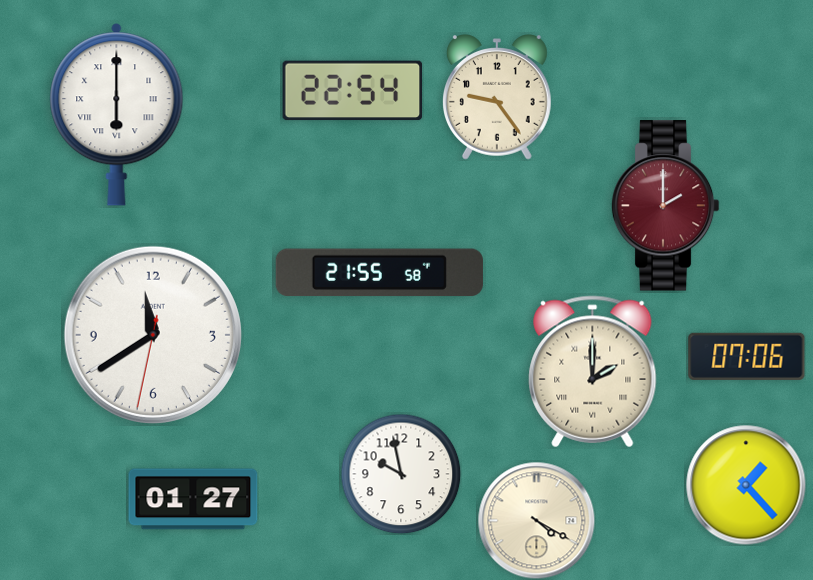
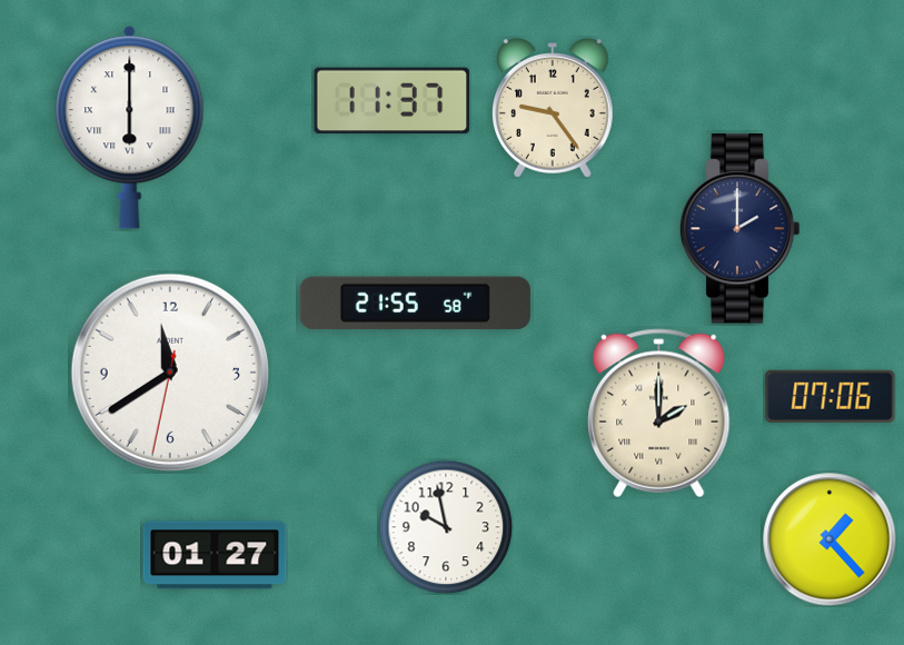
clock at (353, 91): 22:54 -> 11:37
clock at (665, 206) dial: burgundy -> navy
clock at (379, 273) position: (379, 273) -> (415, 304)
clock at (536, 520): 4:20 -> none
